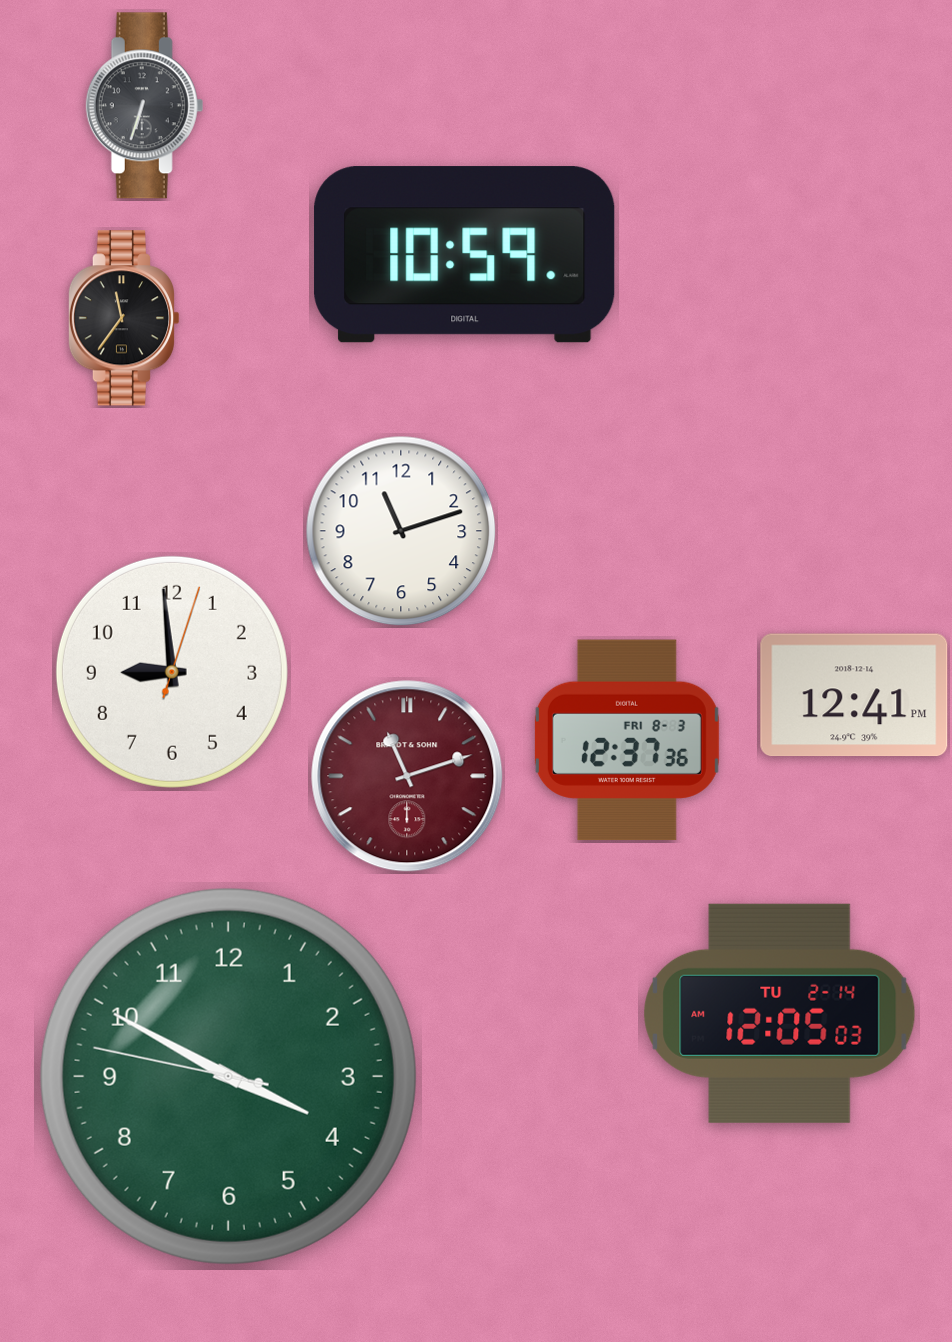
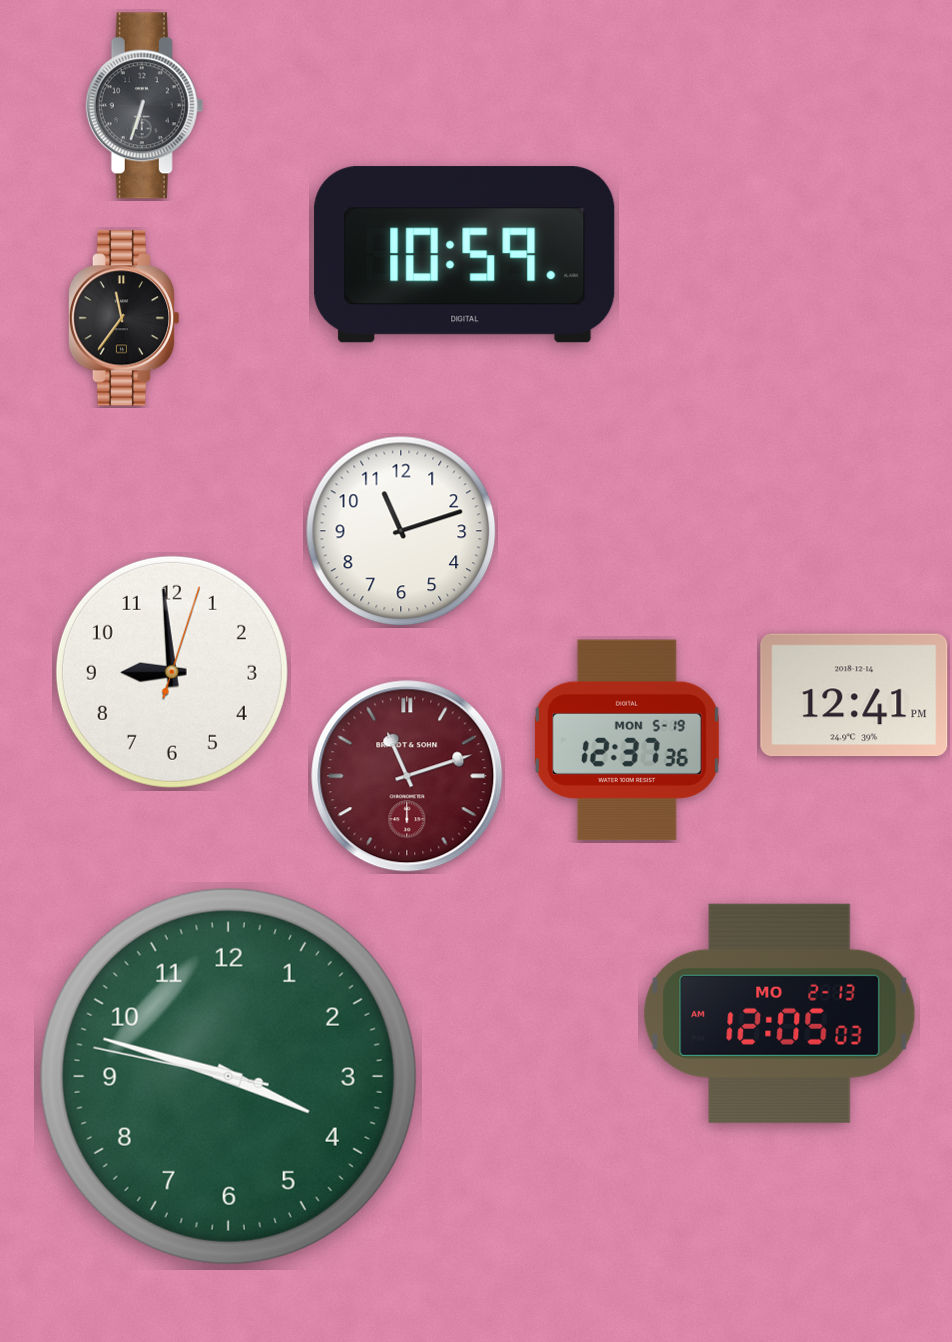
clock at (627, 740) date: FRI 8-3 -> MON 5-19
clock at (780, 1013) date: TU 2-14 -> MO 2-13
clock at (228, 1076): 3:49 -> 3:47
